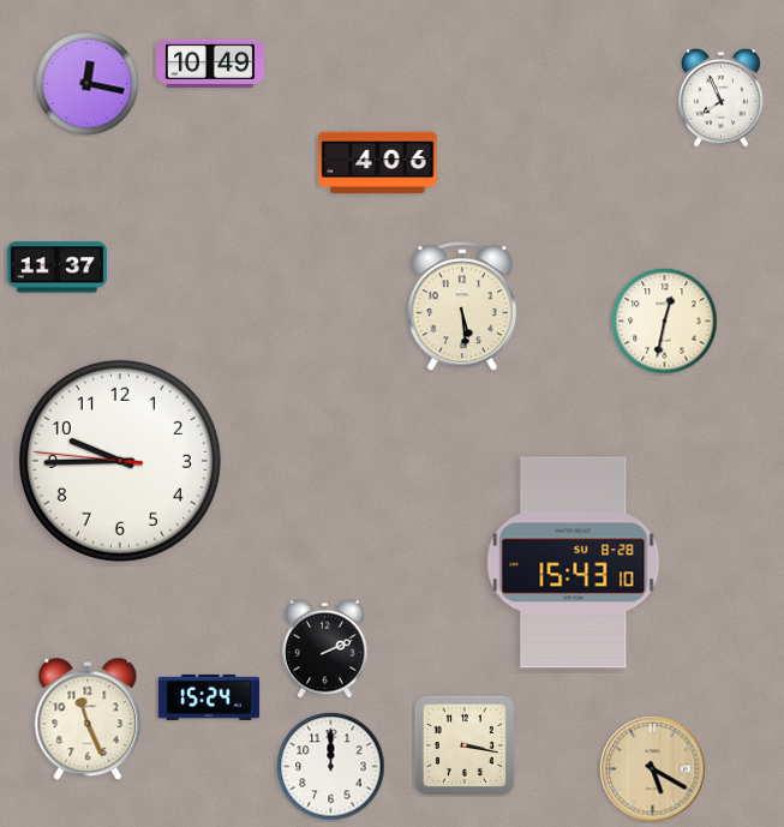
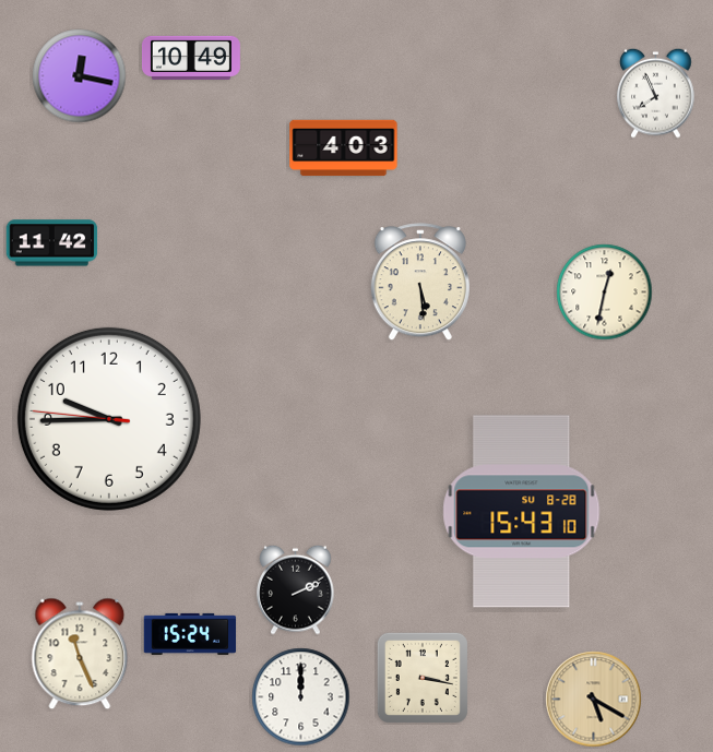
clock at (722, 97) position: (722, 97) -> (656, 93)
clock at (378, 163): 4:06 -> 4:03
clock at (58, 268): 11:37 -> 11:42
clock at (462, 307) position: (462, 307) -> (420, 283)
